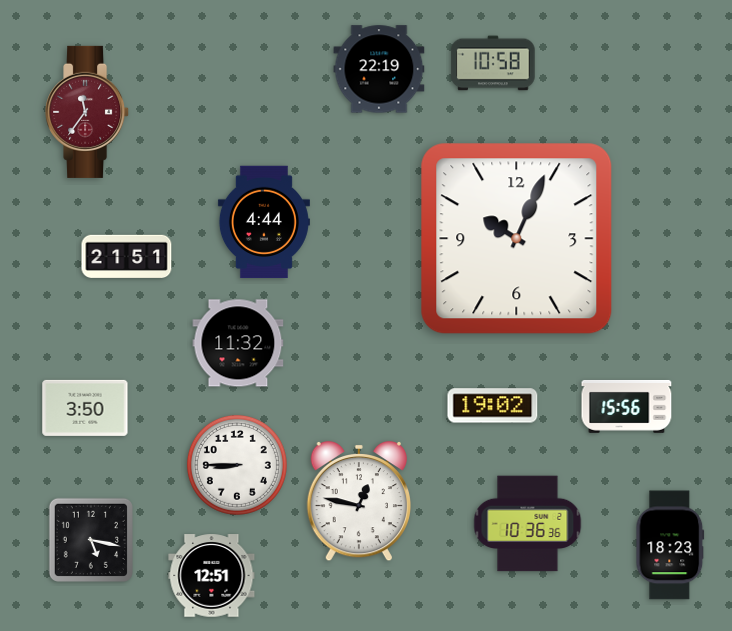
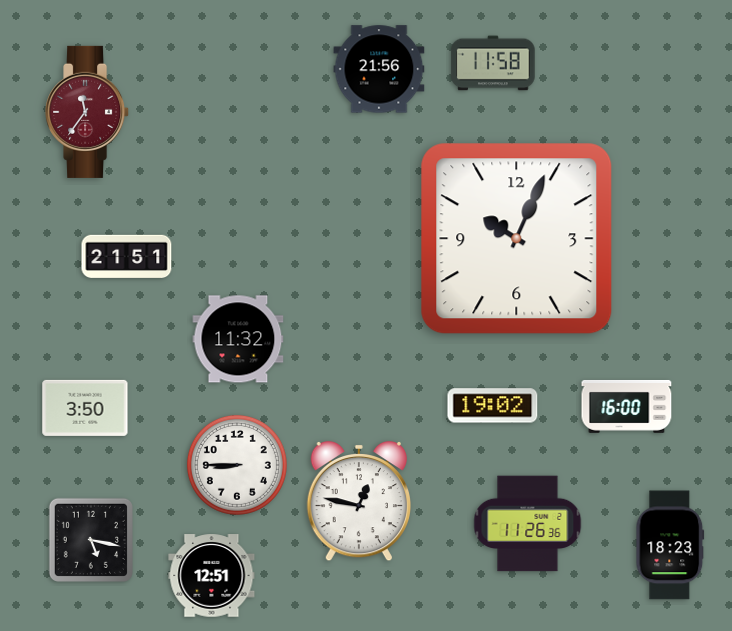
clock at (493, 63): 10:58 -> 11:58
clock at (379, 69): 22:19 -> 21:56
clock at (264, 222): 4:44 -> none
clock at (238, 343) position: (238, 343) -> (238, 339)
clock at (627, 406): 15:56 -> 16:00
clock at (528, 524): 10:36 -> 11:26
